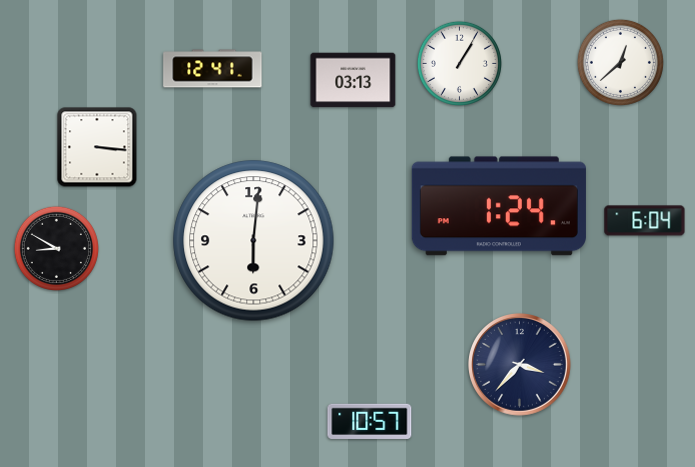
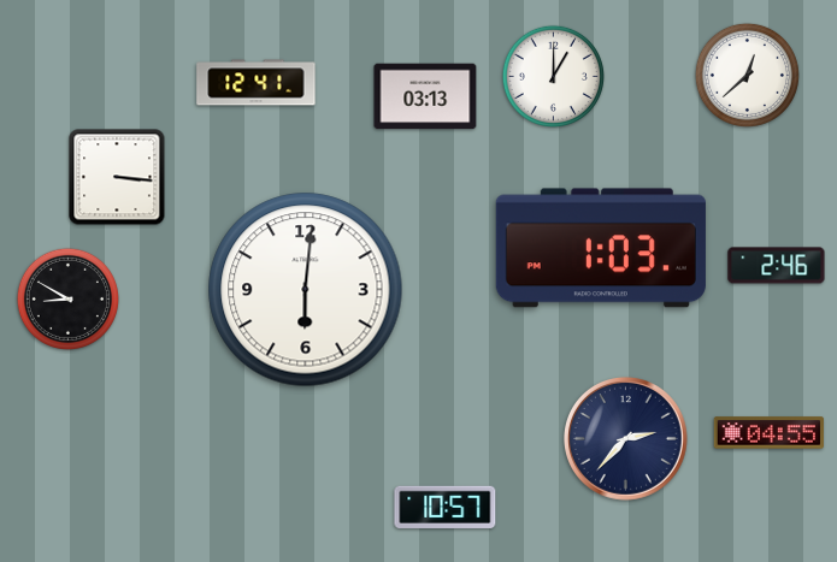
clock at (459, 63): 1:05 -> 1:00
clock at (499, 206): 1:24 -> 1:03
clock at (645, 221): 6:04 -> 2:46
clock at (768, 433): none -> 04:55
clock at (520, 365): 3:37 -> 2:37
